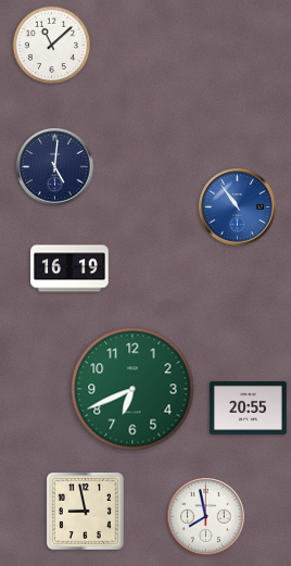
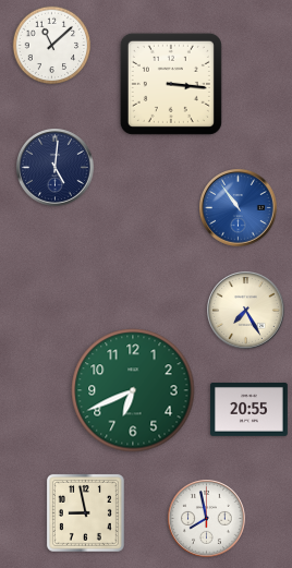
clock at (171, 84): none -> 3:16
clock at (69, 268): 16:19 -> none
clock at (246, 311): none -> 7:25
